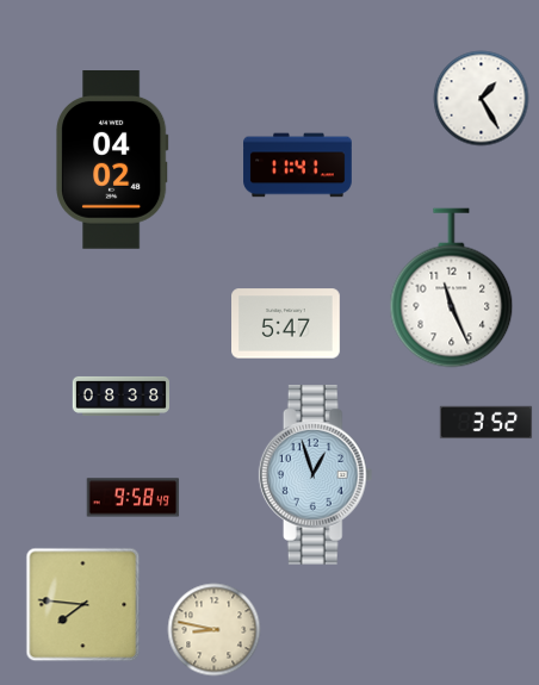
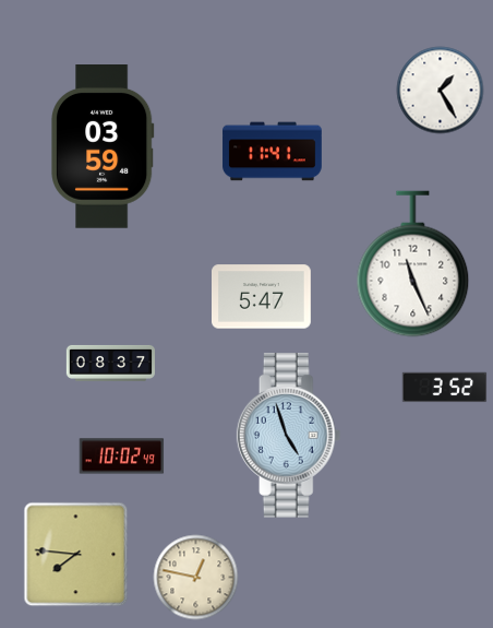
clock at (113, 161): 04:02 -> 03:59
clock at (120, 396): 08:38 -> 08:37
clock at (316, 475): 12:57 -> 4:57
clock at (132, 498): 9:58 -> 10:02
clock at (213, 629): 8:47 -> 12:47
